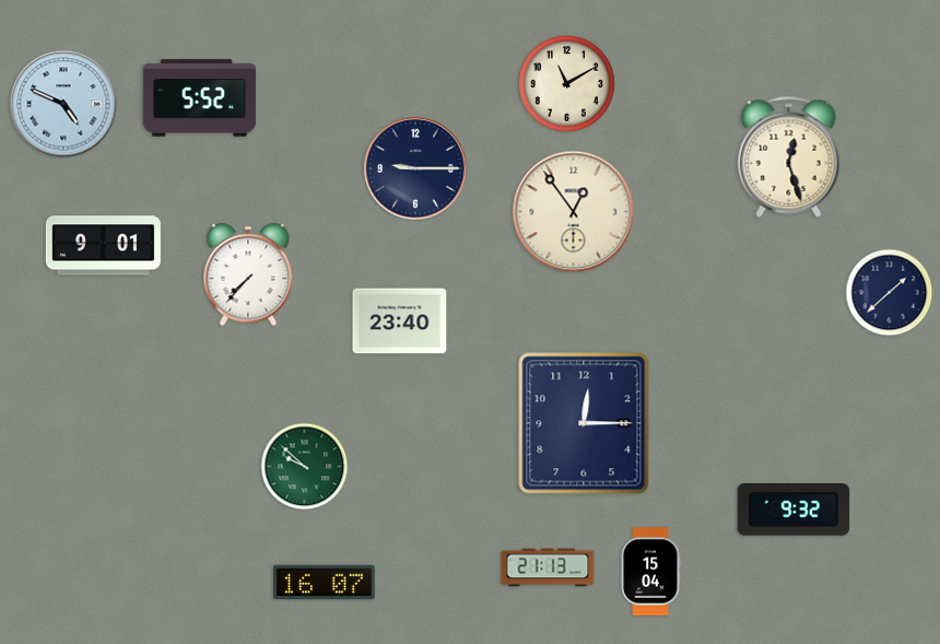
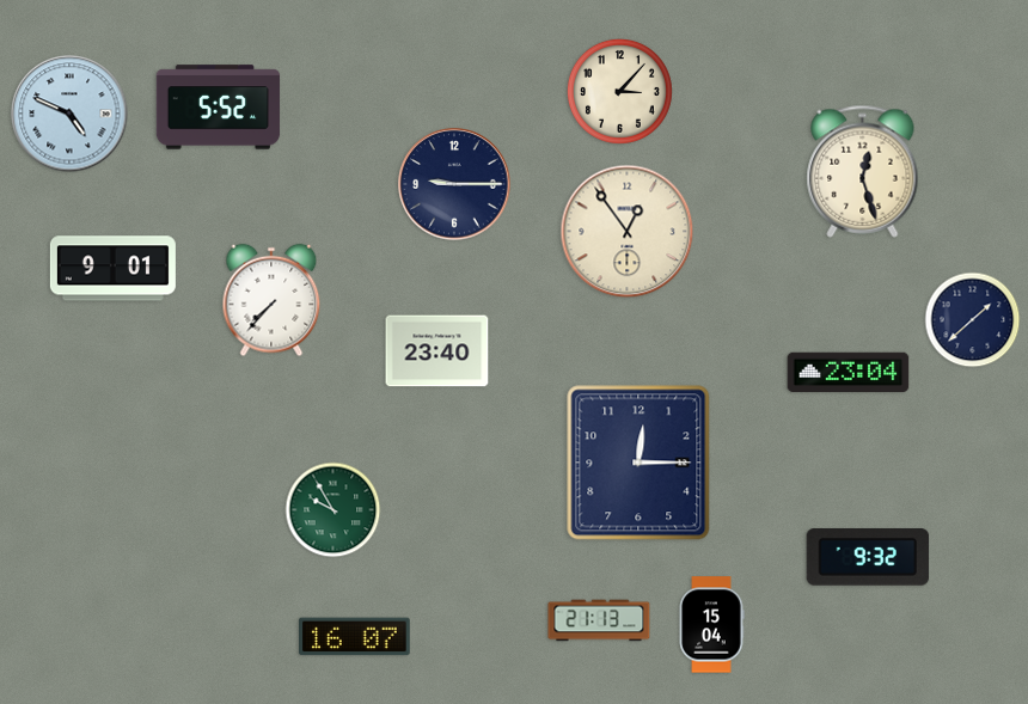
clock at (566, 83): 11:10 -> 3:07
clock at (849, 373): none -> 23:04
clock at (305, 467): 9:52 -> 9:55
